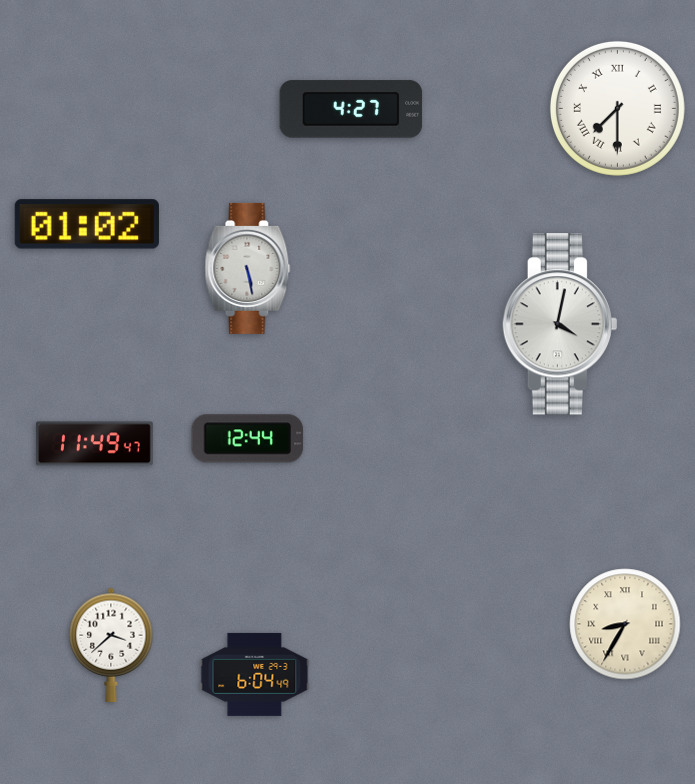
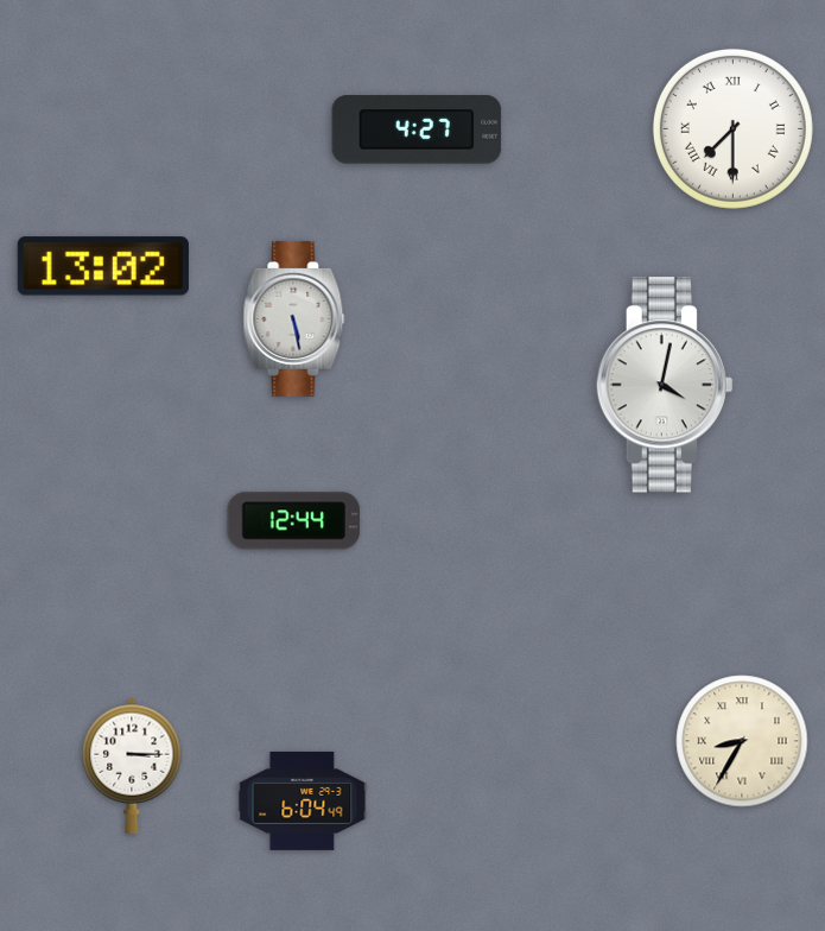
clock at (87, 224): 01:02 -> 13:02
clock at (94, 444): 11:49 -> none
clock at (111, 645): 3:38 -> 3:15
